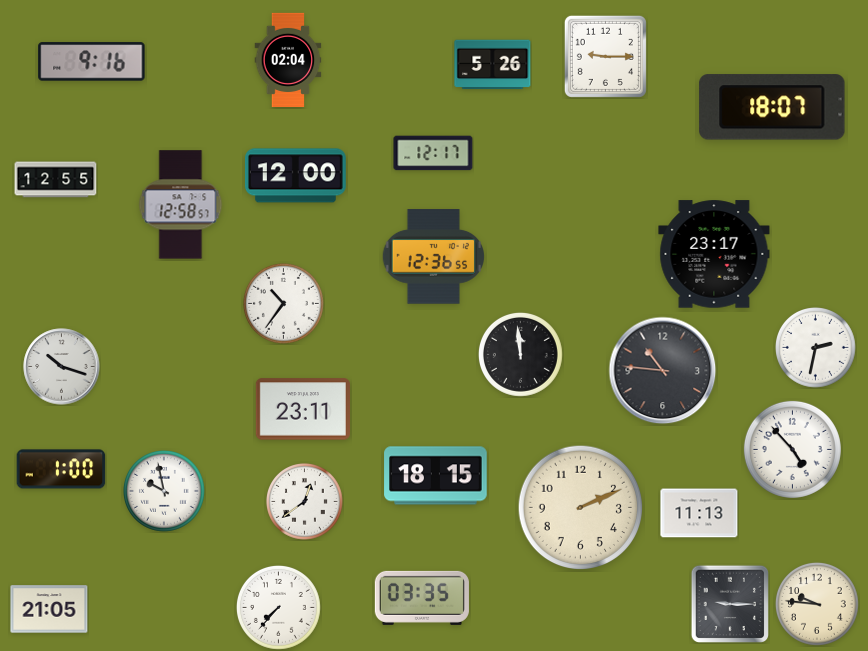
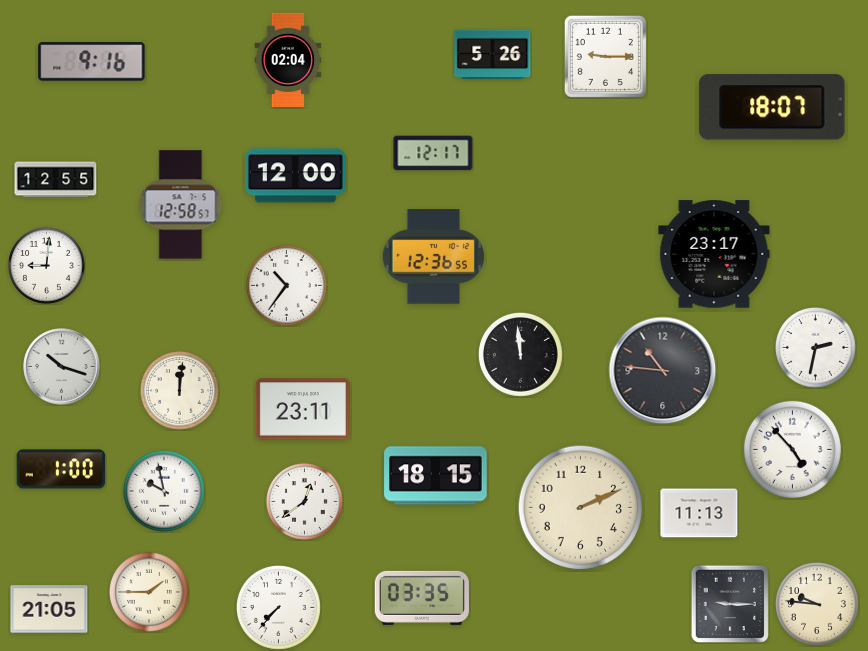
clock at (493, 65) position: (493, 65) -> (493, 55)
clock at (47, 266): none -> 9:01
clock at (284, 304) position: (284, 304) -> (287, 286)
clock at (180, 391): none -> 12:01
clock at (150, 593): none -> 1:45
